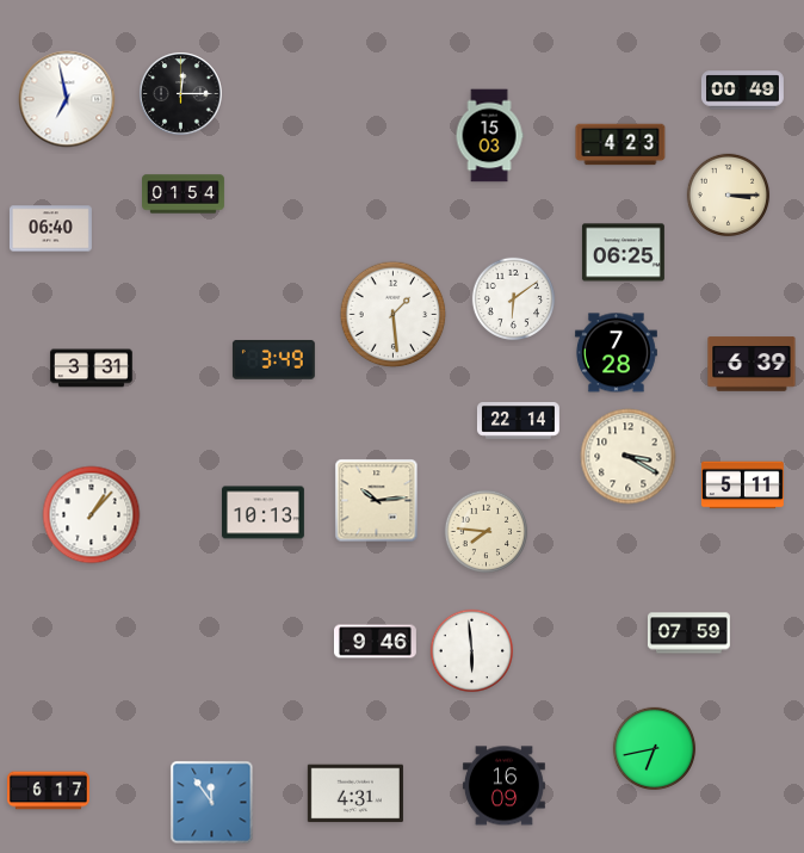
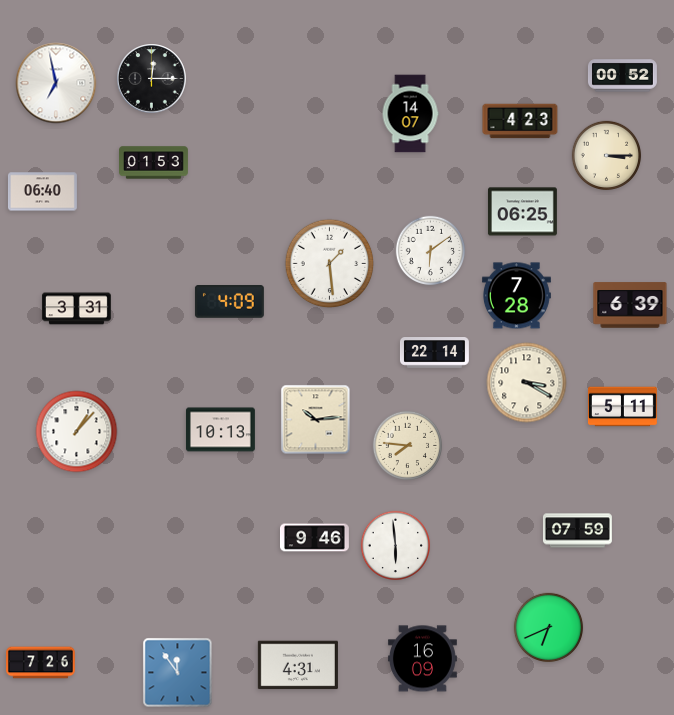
clock at (742, 91): 00:49 -> 00:52
clock at (489, 136): 15:03 -> 14:07
clock at (184, 194): 01:54 -> 01:53
clock at (729, 196) position: (729, 196) -> (607, 156)
clock at (273, 360): 3:49 -> 4:09
clock at (655, 749): 6:43 -> 6:41
clock at (49, 791): 6:17 -> 7:26
